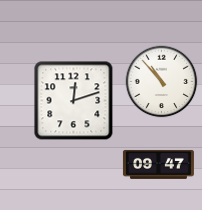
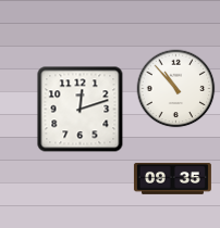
clock at (158, 164): 09:47 -> 09:35
